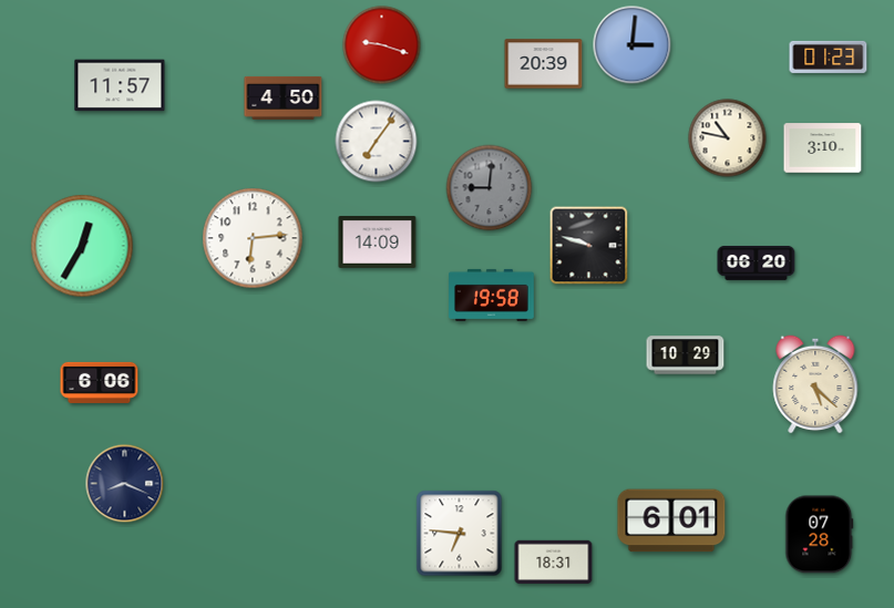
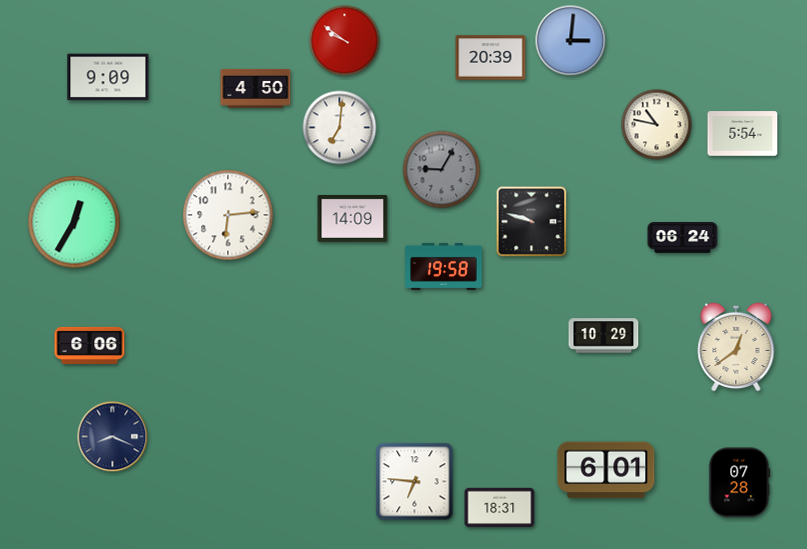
clock at (382, 45): 9:18 -> 9:51
clock at (829, 56): 01:23 -> none
clock at (120, 85): 11:57 -> 9:09
clock at (377, 142): 7:06 -> 7:01
clock at (823, 148): 3:10 -> 5:54
clock at (490, 188): 9:01 -> 9:05
clock at (378, 241) position: (378, 241) -> (353, 218)
clock at (757, 264): 06:20 -> 06:24
clock at (686, 355) position: (686, 355) -> (604, 336)
clock at (815, 384): 5:22 -> 12:39
